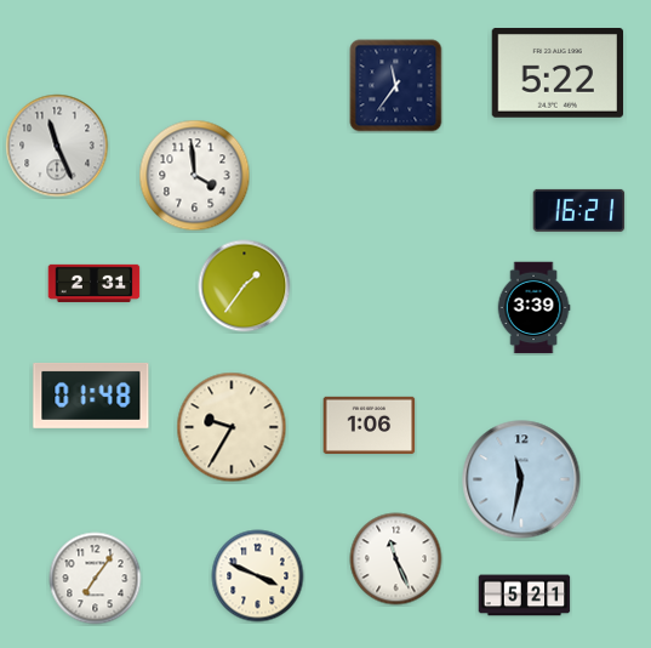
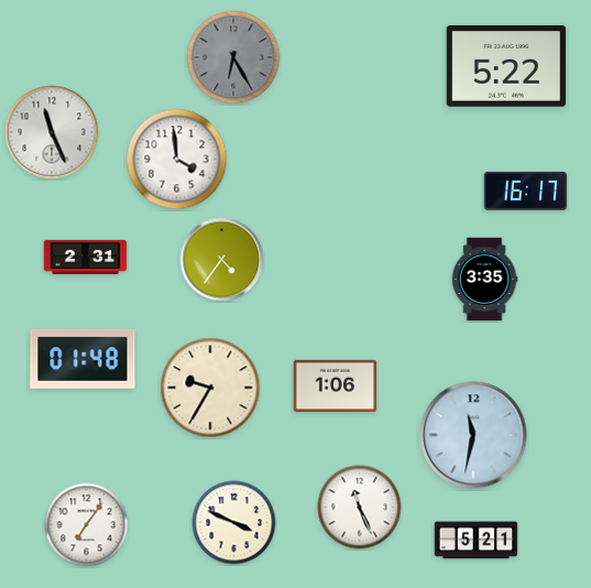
clock at (233, 57): none -> 6:25
clock at (396, 86): 11:36 -> none
clock at (579, 210): 16:21 -> 16:17
clock at (245, 286): 1:36 -> 4:36
clock at (533, 308): 3:39 -> 3:35
